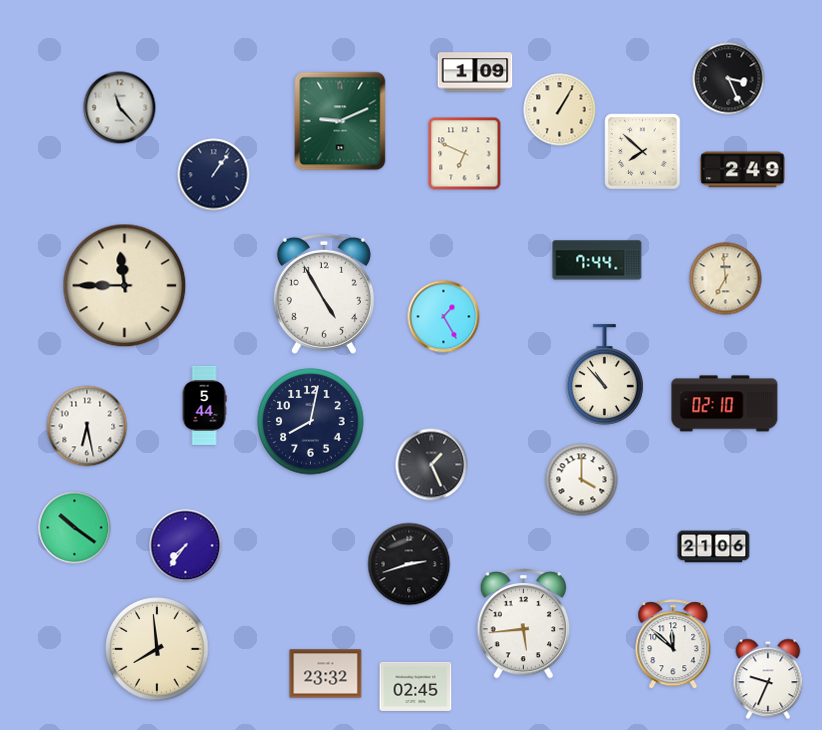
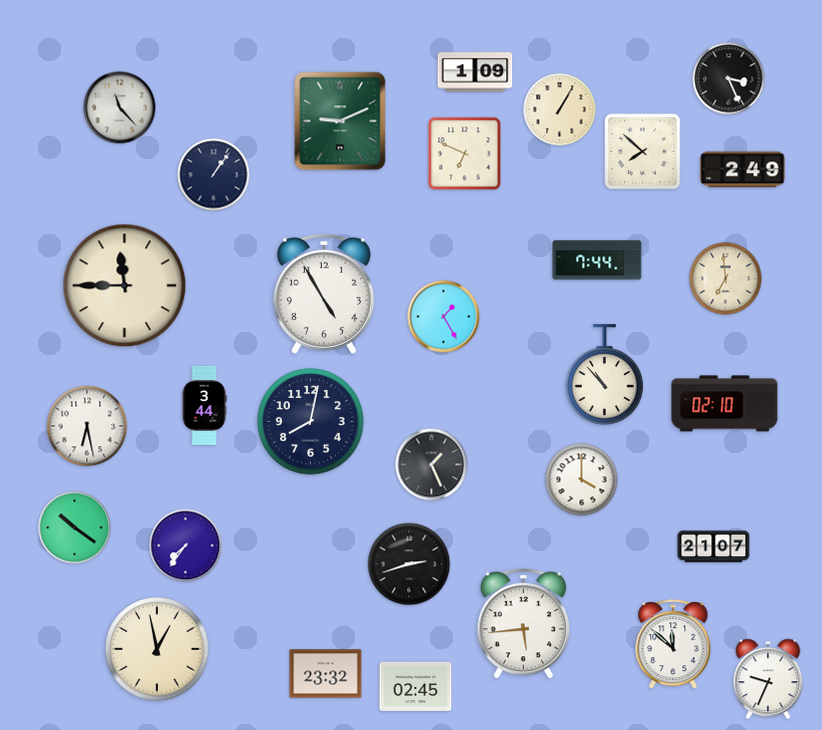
clock at (204, 405): 5:44 -> 3:44
clock at (714, 547): 21:06 -> 21:07
clock at (157, 649): 7:59 -> 12:58
